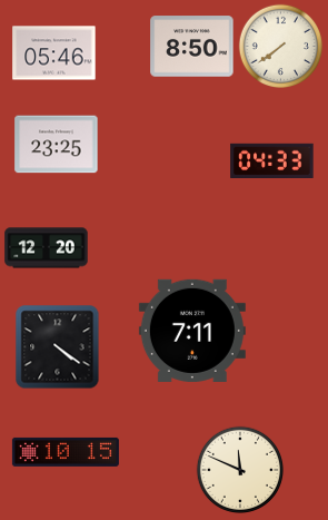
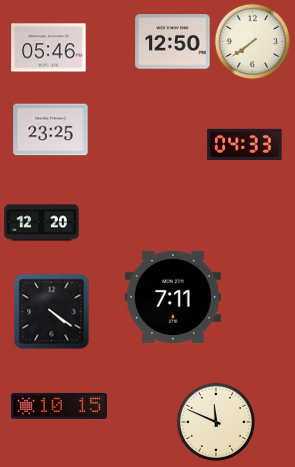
clock at (192, 47): 8:50 -> 12:50
